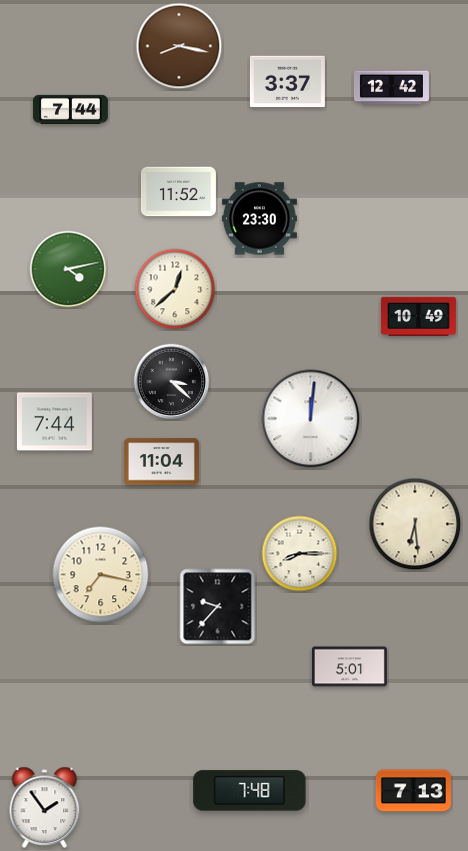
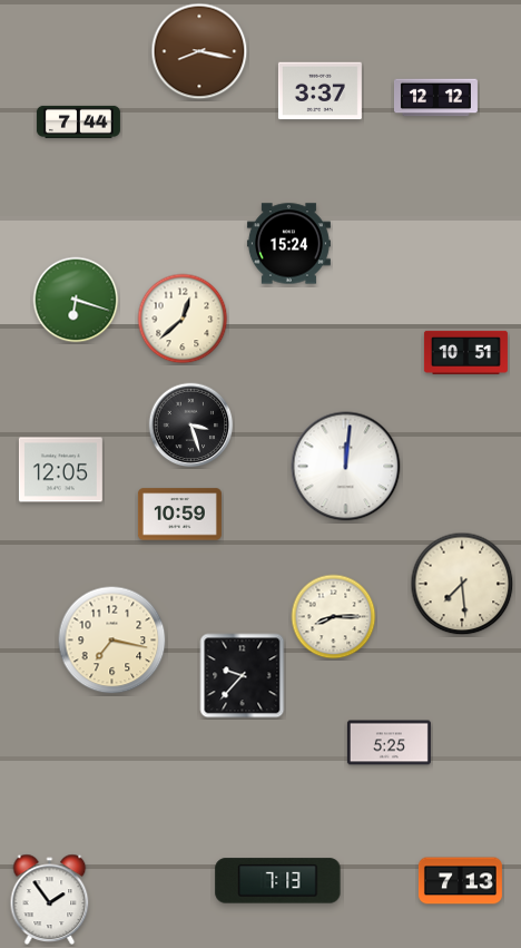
clock at (391, 88): 12:42 -> 12:12
clock at (178, 192): 11:52 -> none
clock at (259, 219): 23:30 -> 15:24
clock at (68, 269): 4:13 -> 6:18
clock at (175, 289) position: (175, 289) -> (183, 319)
clock at (418, 316): 10:49 -> 10:51
clock at (172, 382): 3:22 -> 3:27
clock at (54, 422): 7:44 -> 12:05
clock at (161, 462): 11:04 -> 10:59
clock at (415, 524): 6:29 -> 7:29
clock at (349, 667): 5:01 -> 5:25
clock at (250, 791): 7:48 -> 7:13
